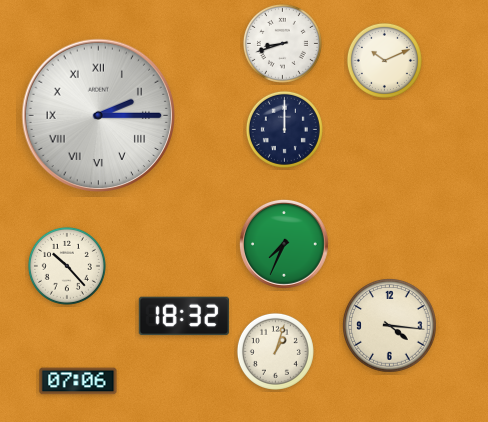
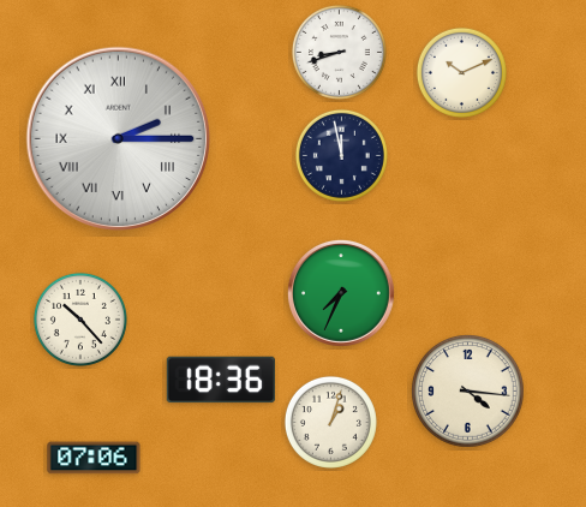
clock at (284, 129): 12:00 -> 11:58
clock at (183, 316): 18:32 -> 18:36
